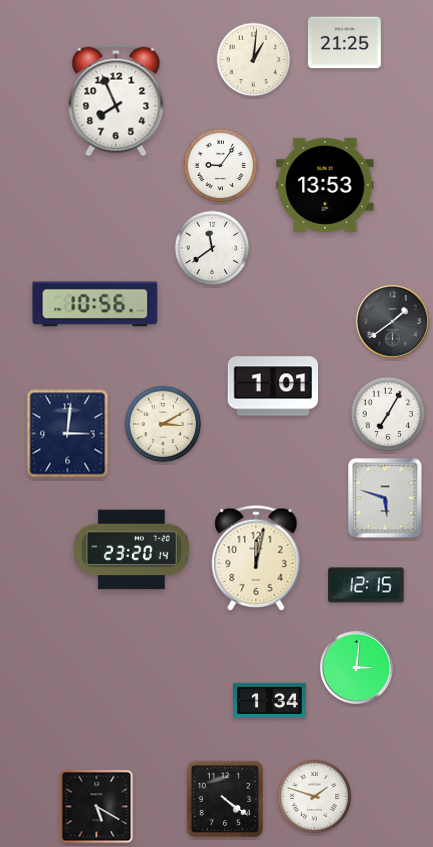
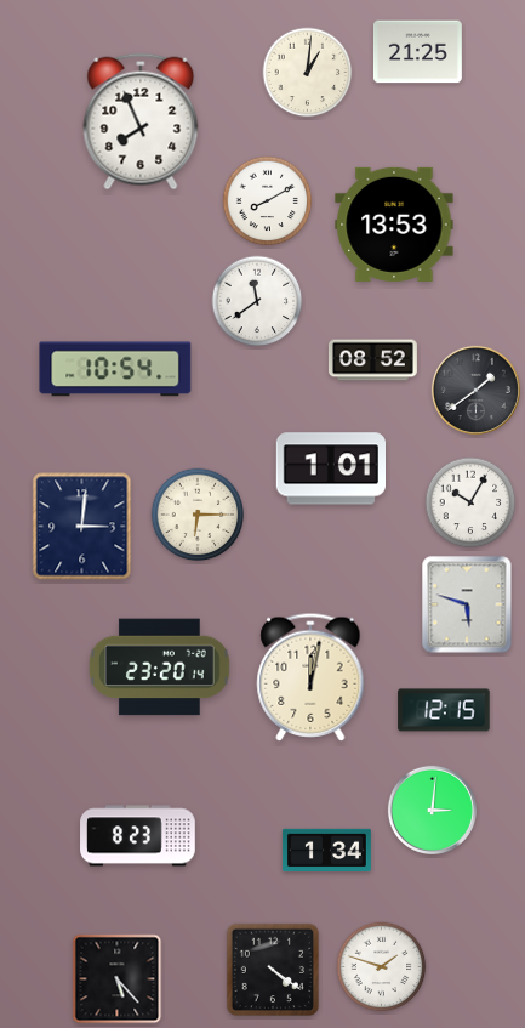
clock at (221, 166): 9:06 -> 8:10
clock at (372, 360): none -> 08:52
clock at (95, 304): 10:56 -> 10:54
clock at (388, 414): 7:05 -> 10:05
clock at (163, 424): 3:10 -> 6:15
clock at (138, 836): none -> 8:23
clock at (97, 807): 5:20 -> 5:23
